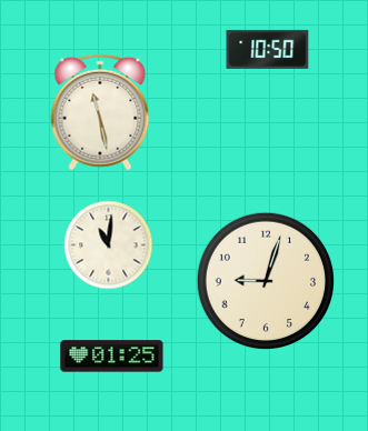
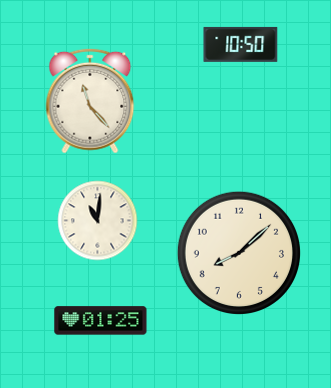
clock at (100, 112): 11:28 -> 11:23
clock at (265, 280): 9:03 -> 8:08
